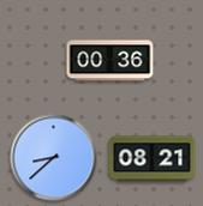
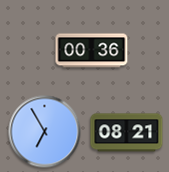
clock at (54, 158): 8:38 -> 6:55
